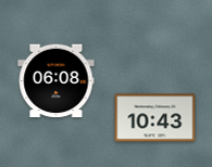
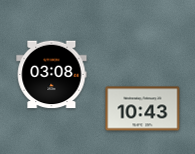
clock at (57, 81): 06:08 -> 03:08
